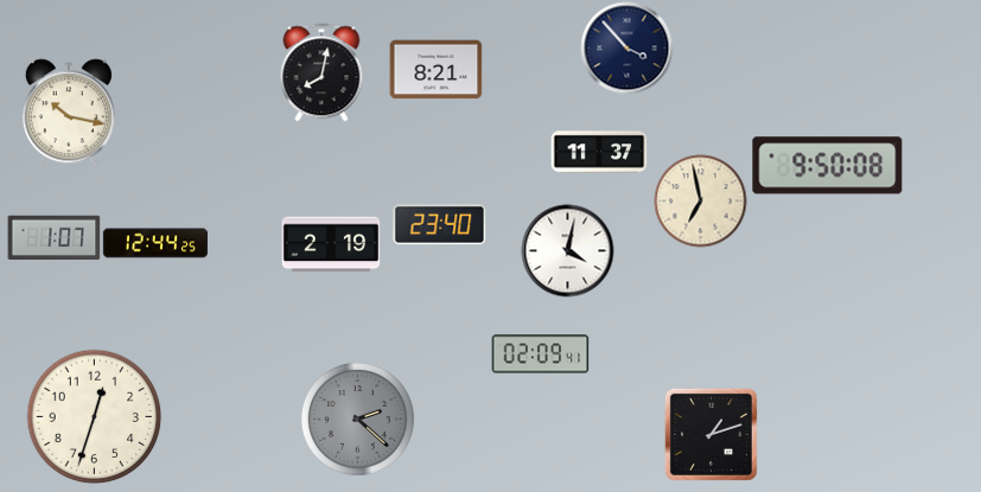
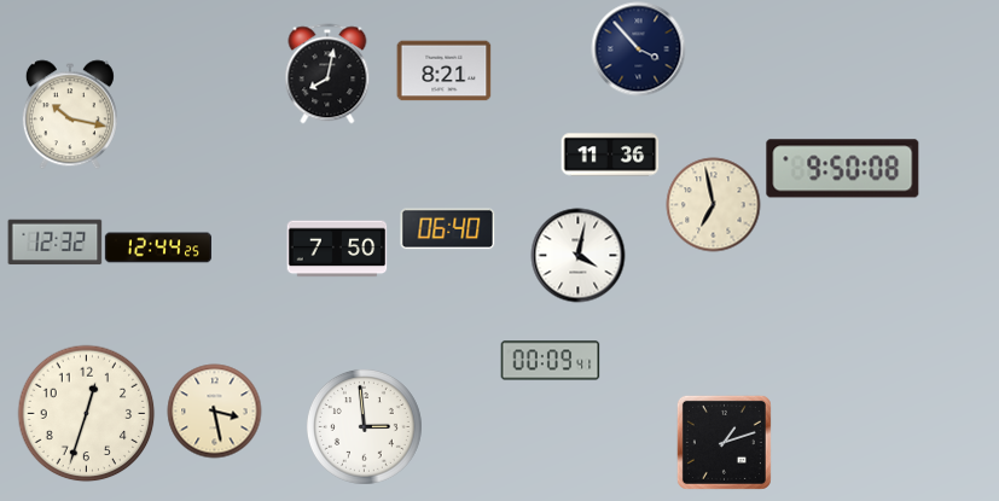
clock at (599, 152): 11:37 -> 11:36
clock at (439, 225): 23:40 -> 06:40
clock at (53, 238): 1:07 -> 12:32
clock at (331, 244): 2:19 -> 7:50
clock at (540, 354): 02:09 -> 00:09
clock at (214, 410): none -> 3:28
clock at (94, 416) position: (94, 416) -> (86, 413)
clock at (357, 418): 2:22 -> 2:59
clock at (357, 418) dial: grey -> white
